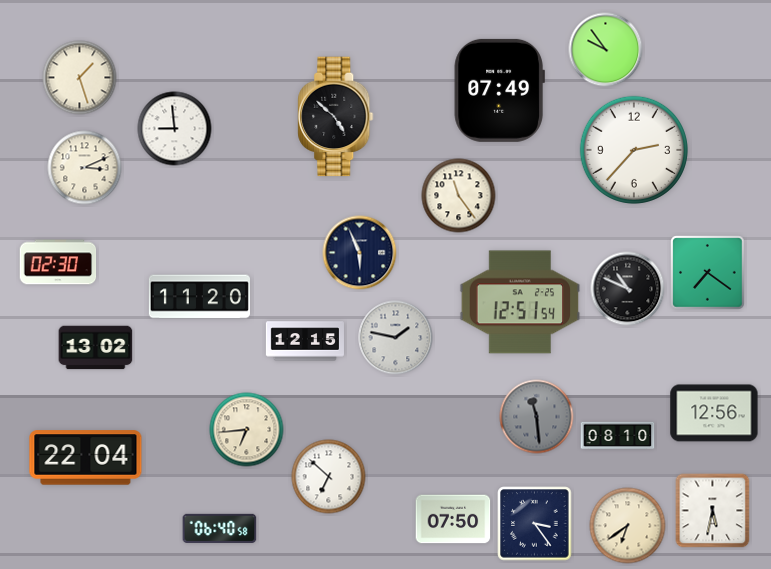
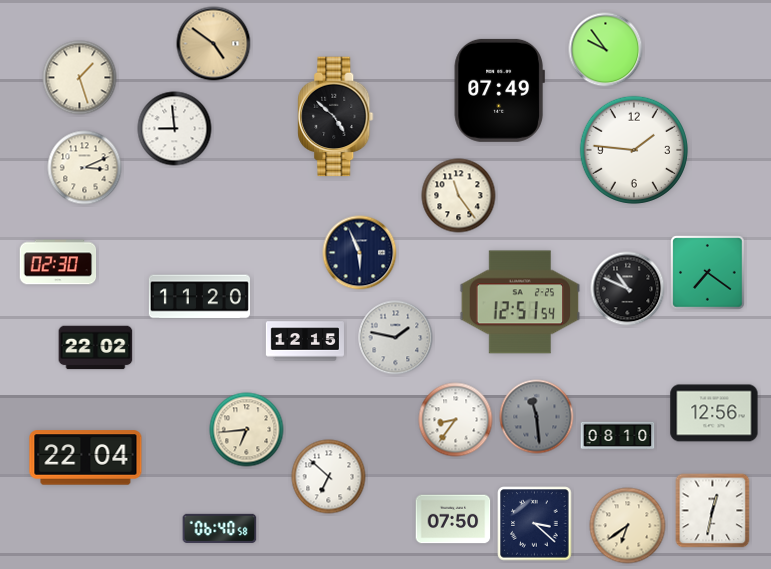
clock at (214, 44): none -> 4:51
clock at (634, 150): 2:37 -> 1:46
clock at (96, 348): 13:02 -> 22:02
clock at (456, 420): none -> 8:36
clock at (713, 511): 5:32 -> 12:32
clock at (535, 524): 3:24 -> 3:22
